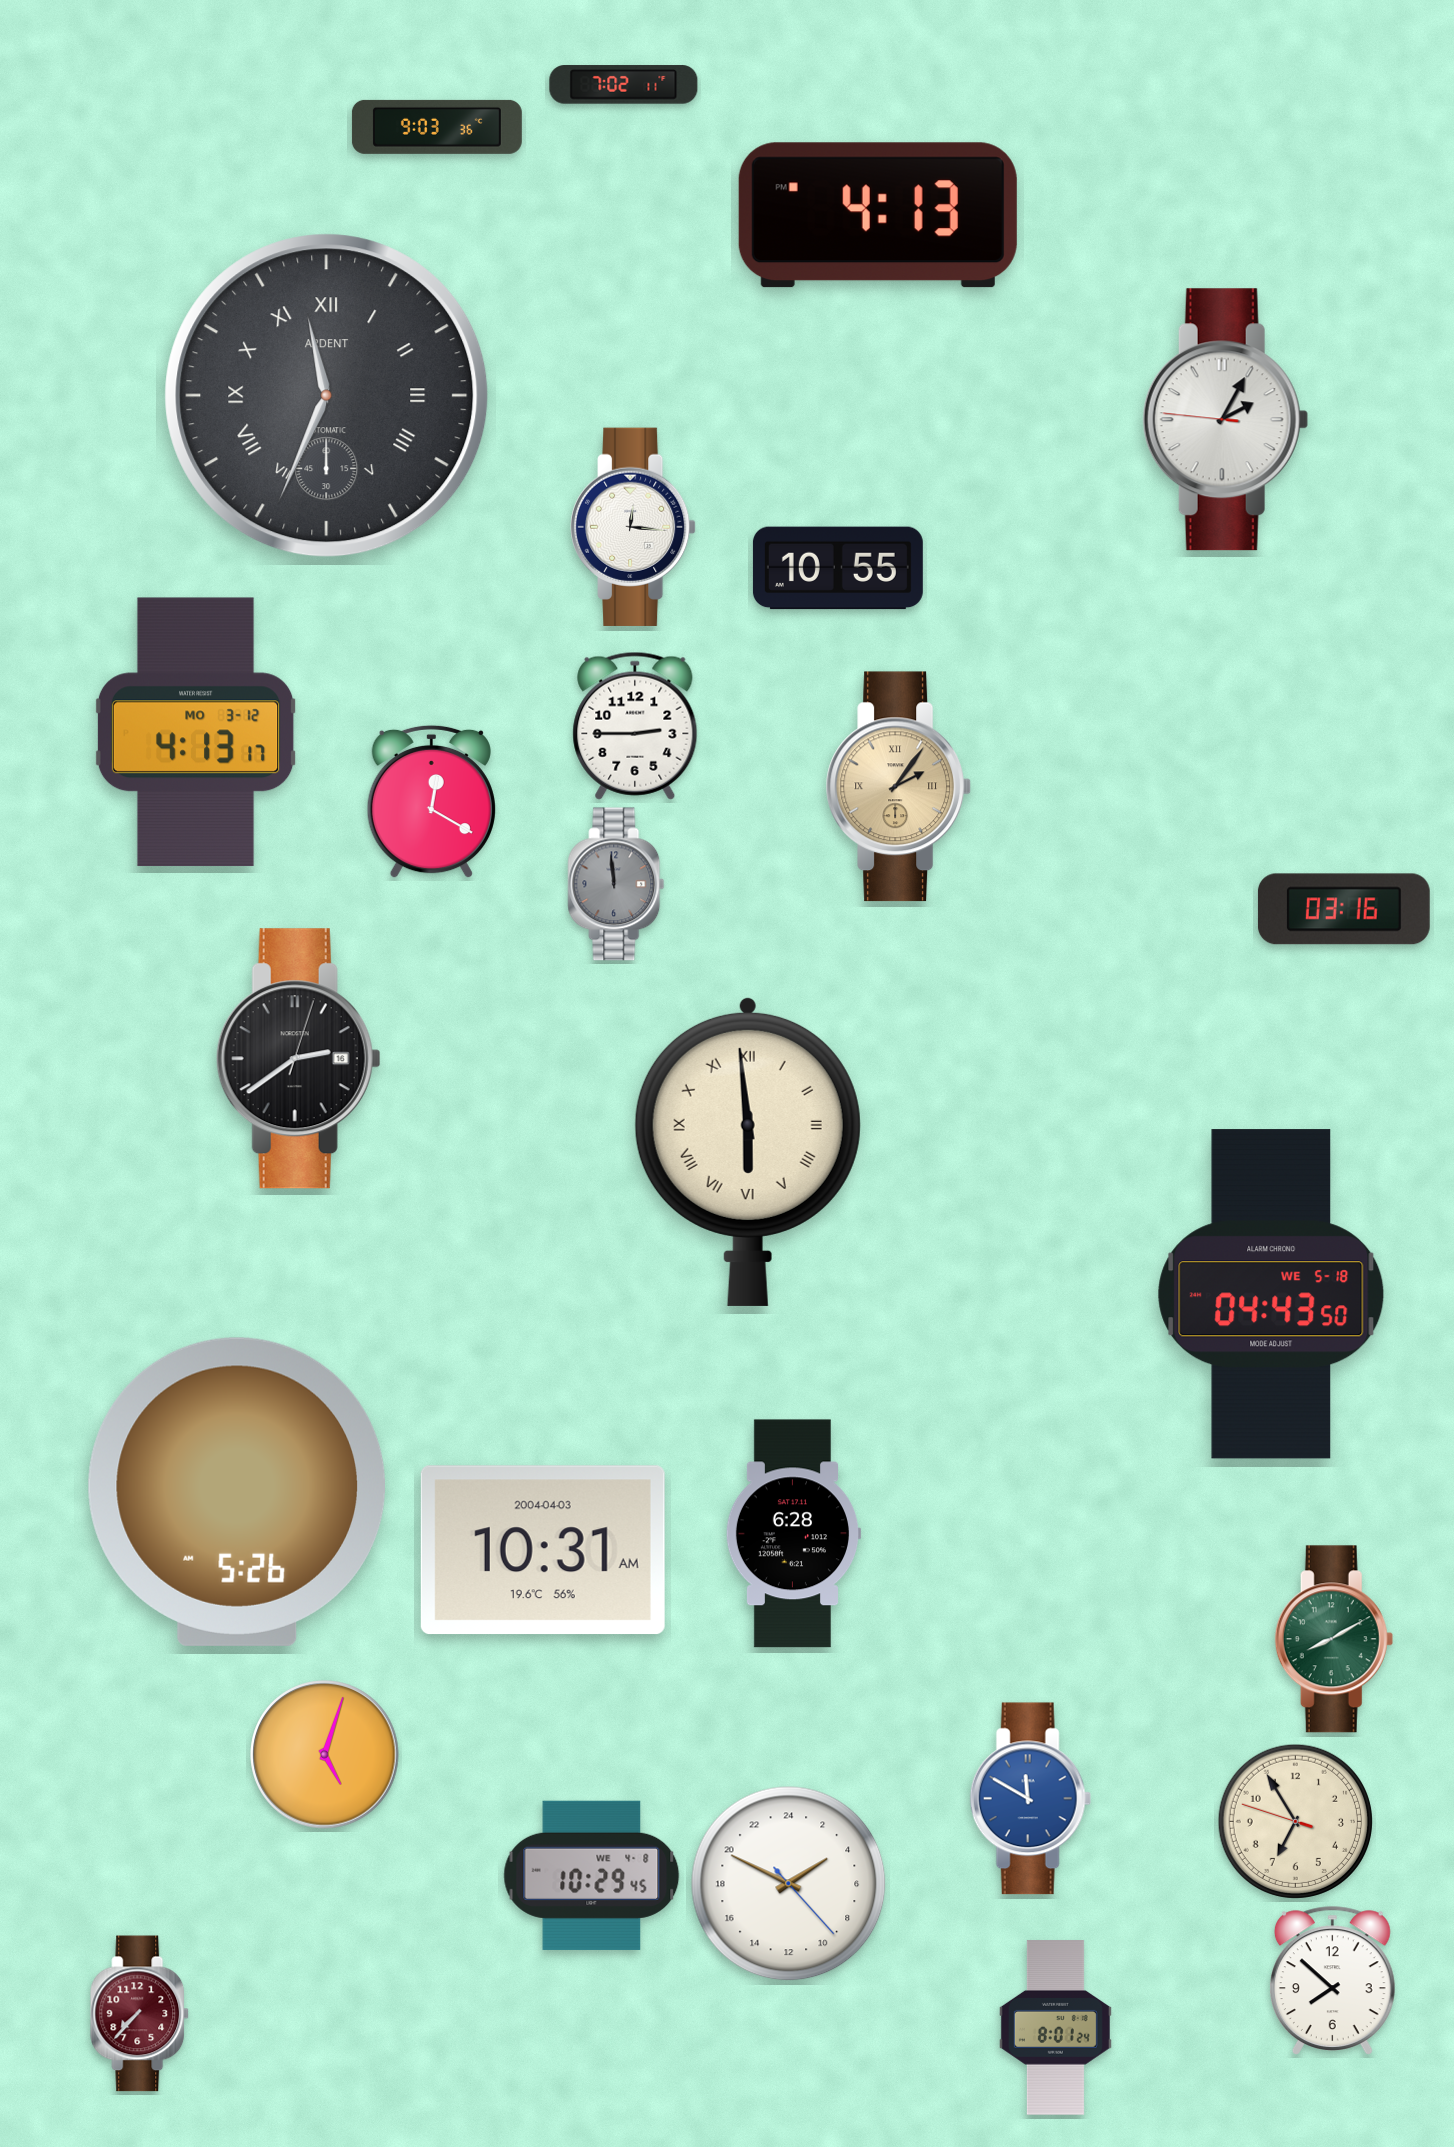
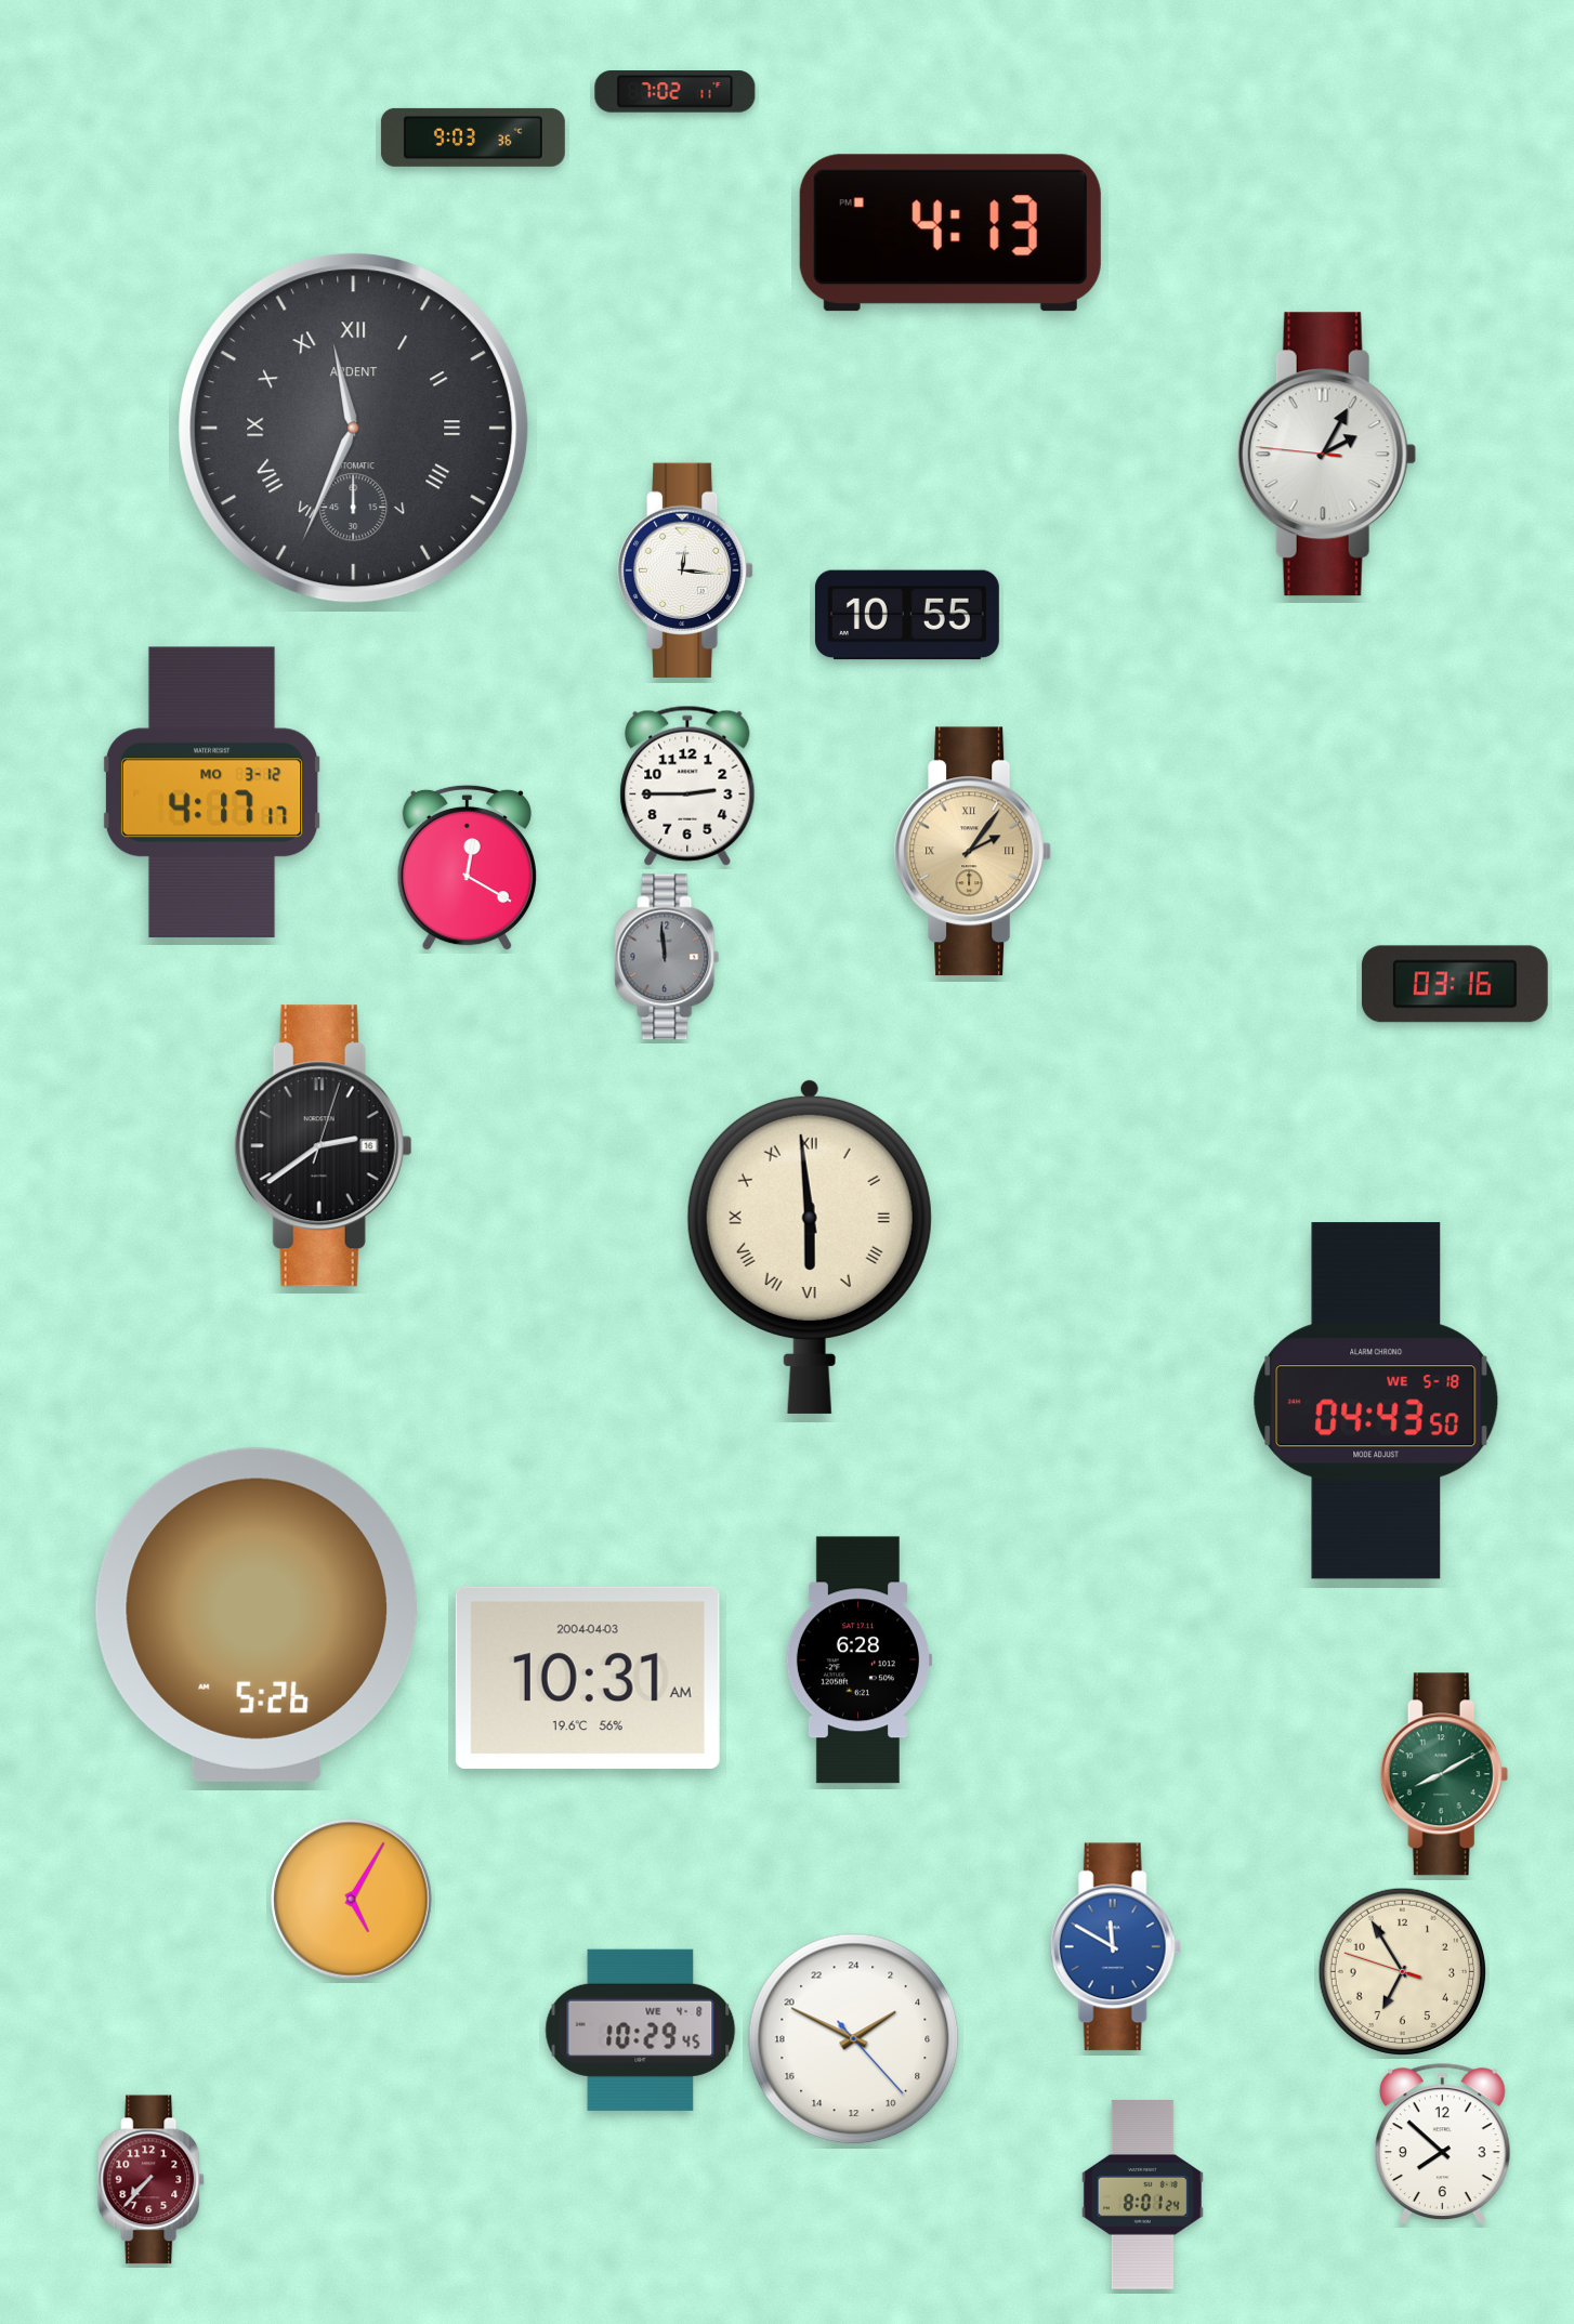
clock at (196, 732): 4:13 -> 4:17
clock at (325, 1755): 5:03 -> 5:05
